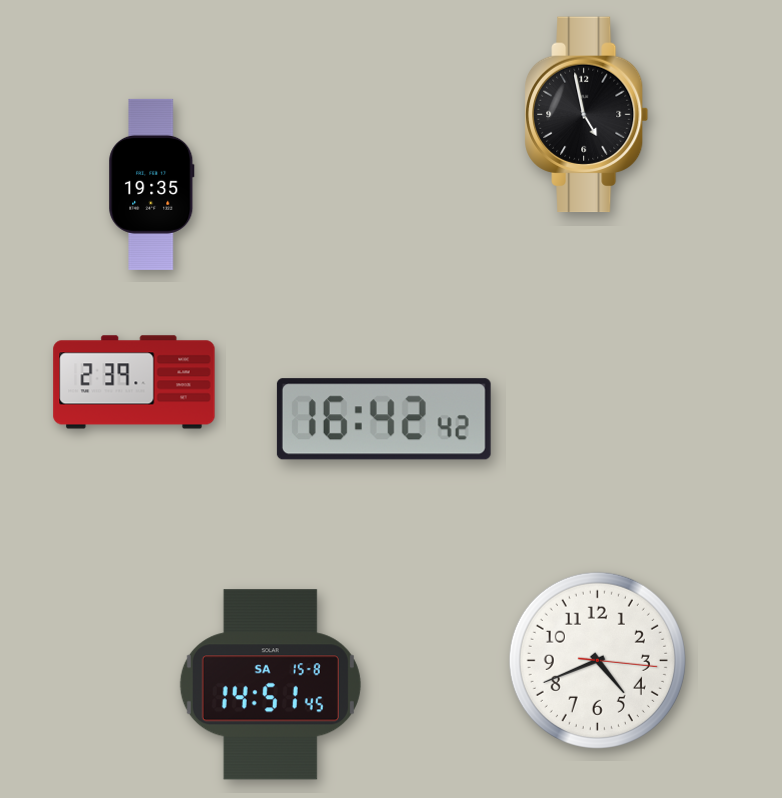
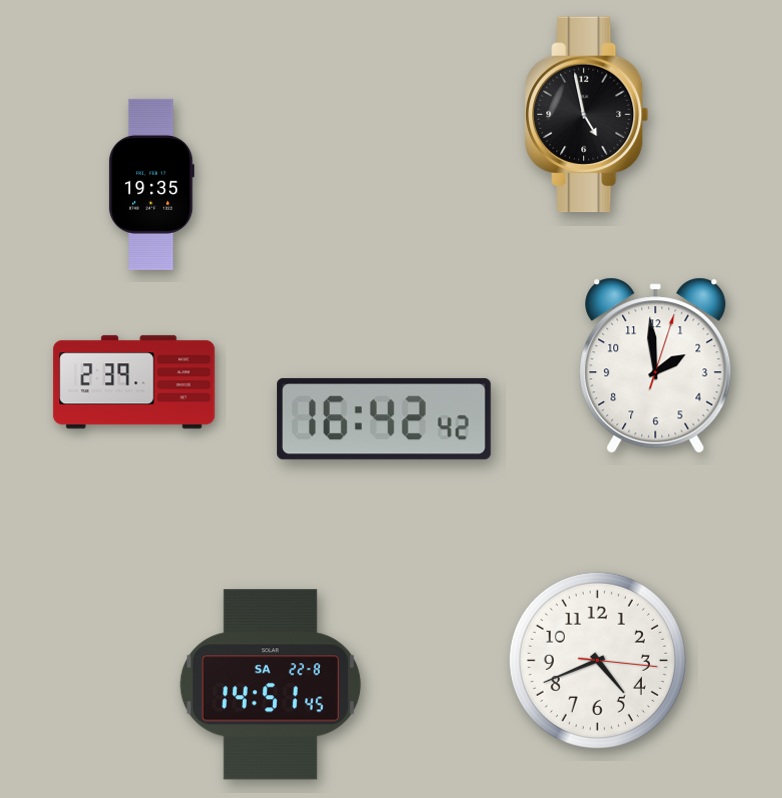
clock at (656, 365): none -> 1:59
clock at (270, 685) date: SA 15-8 -> SA 22-8
